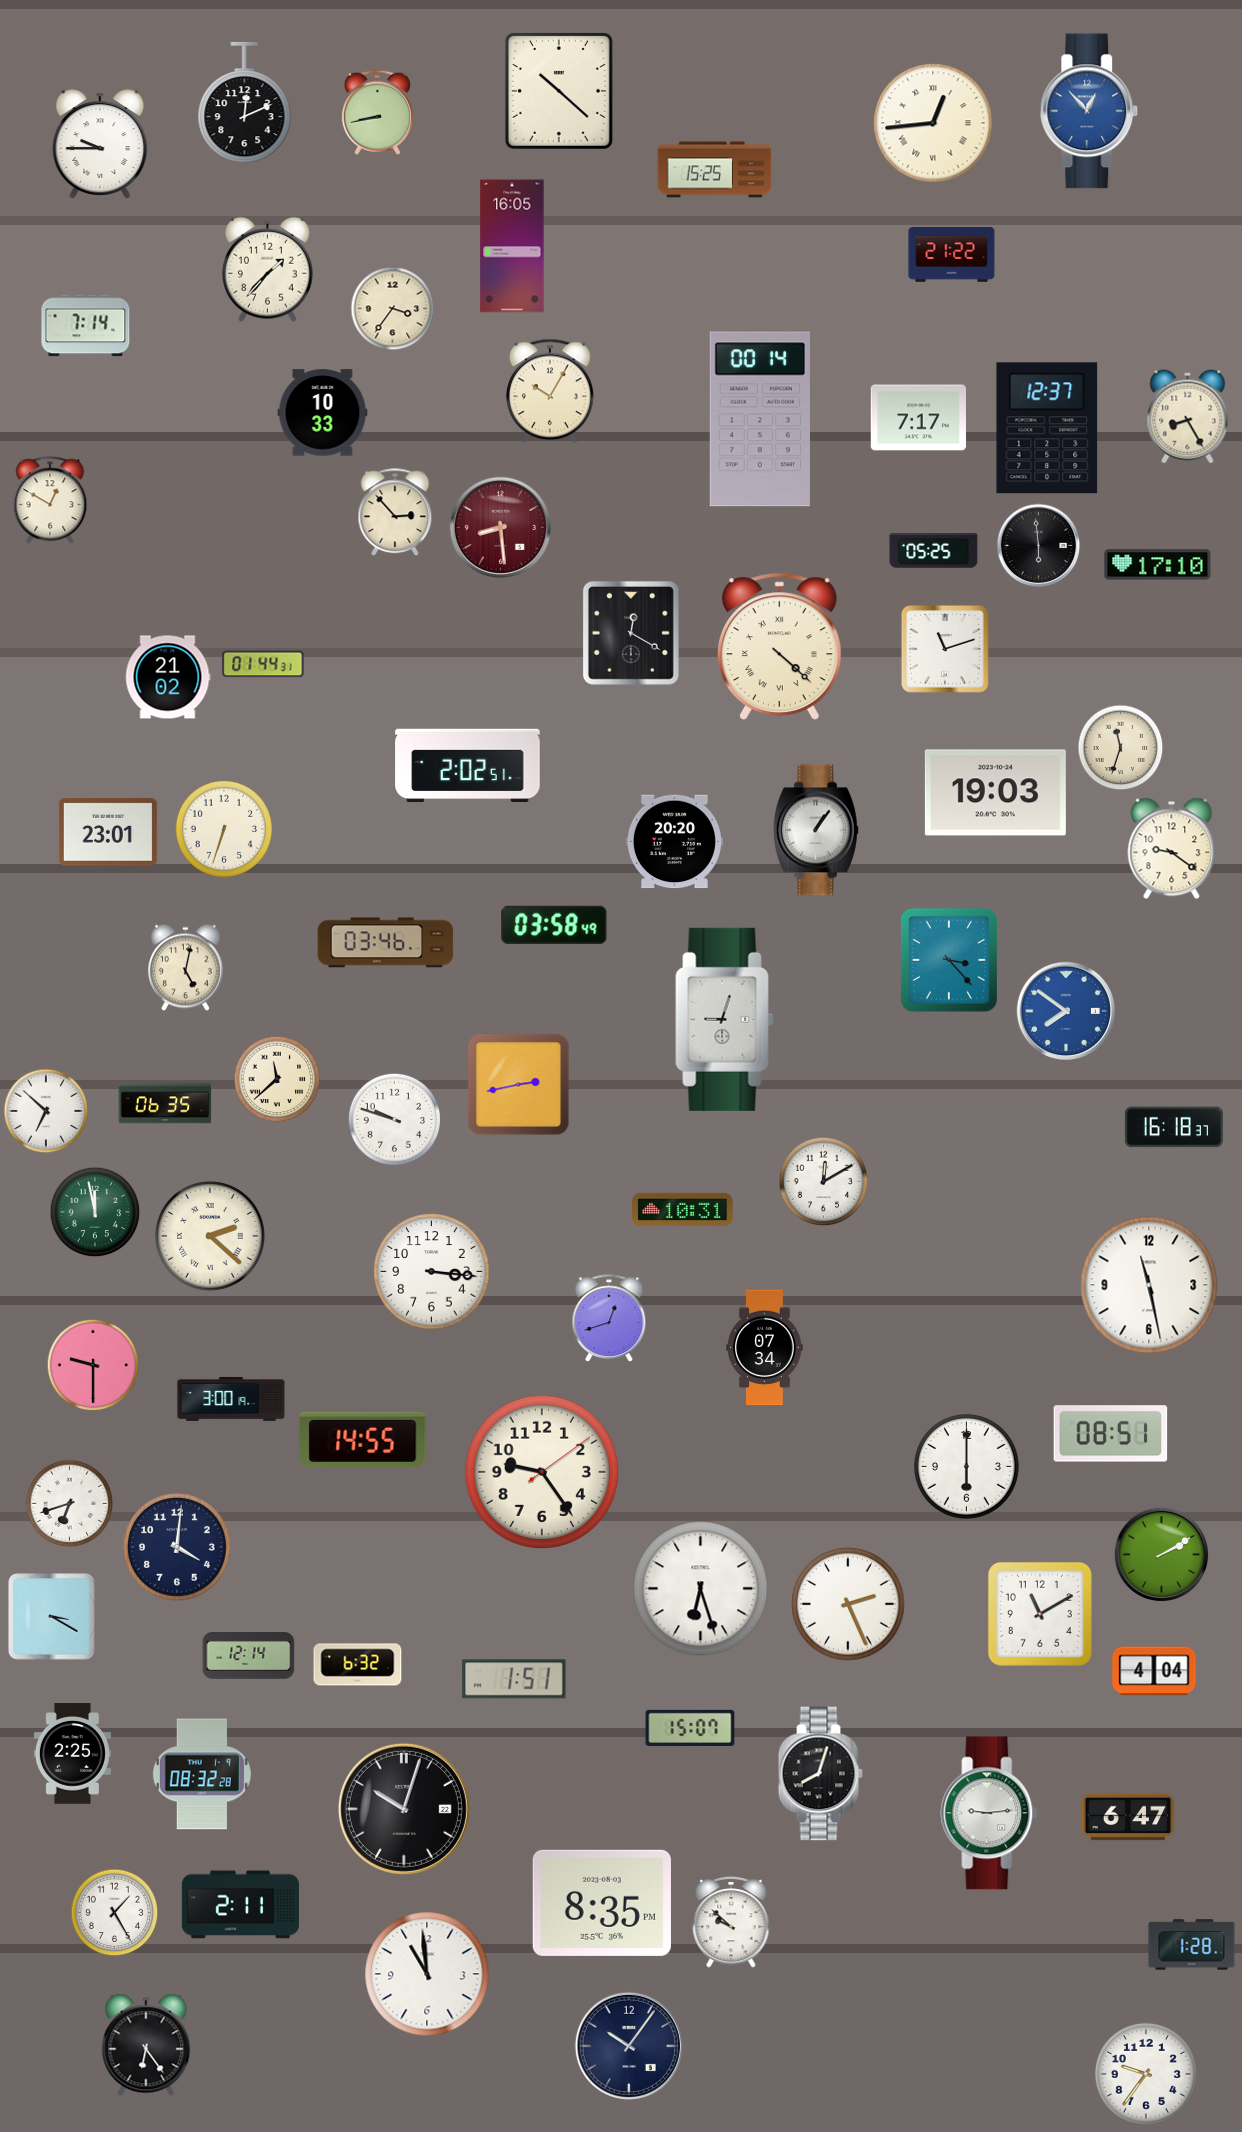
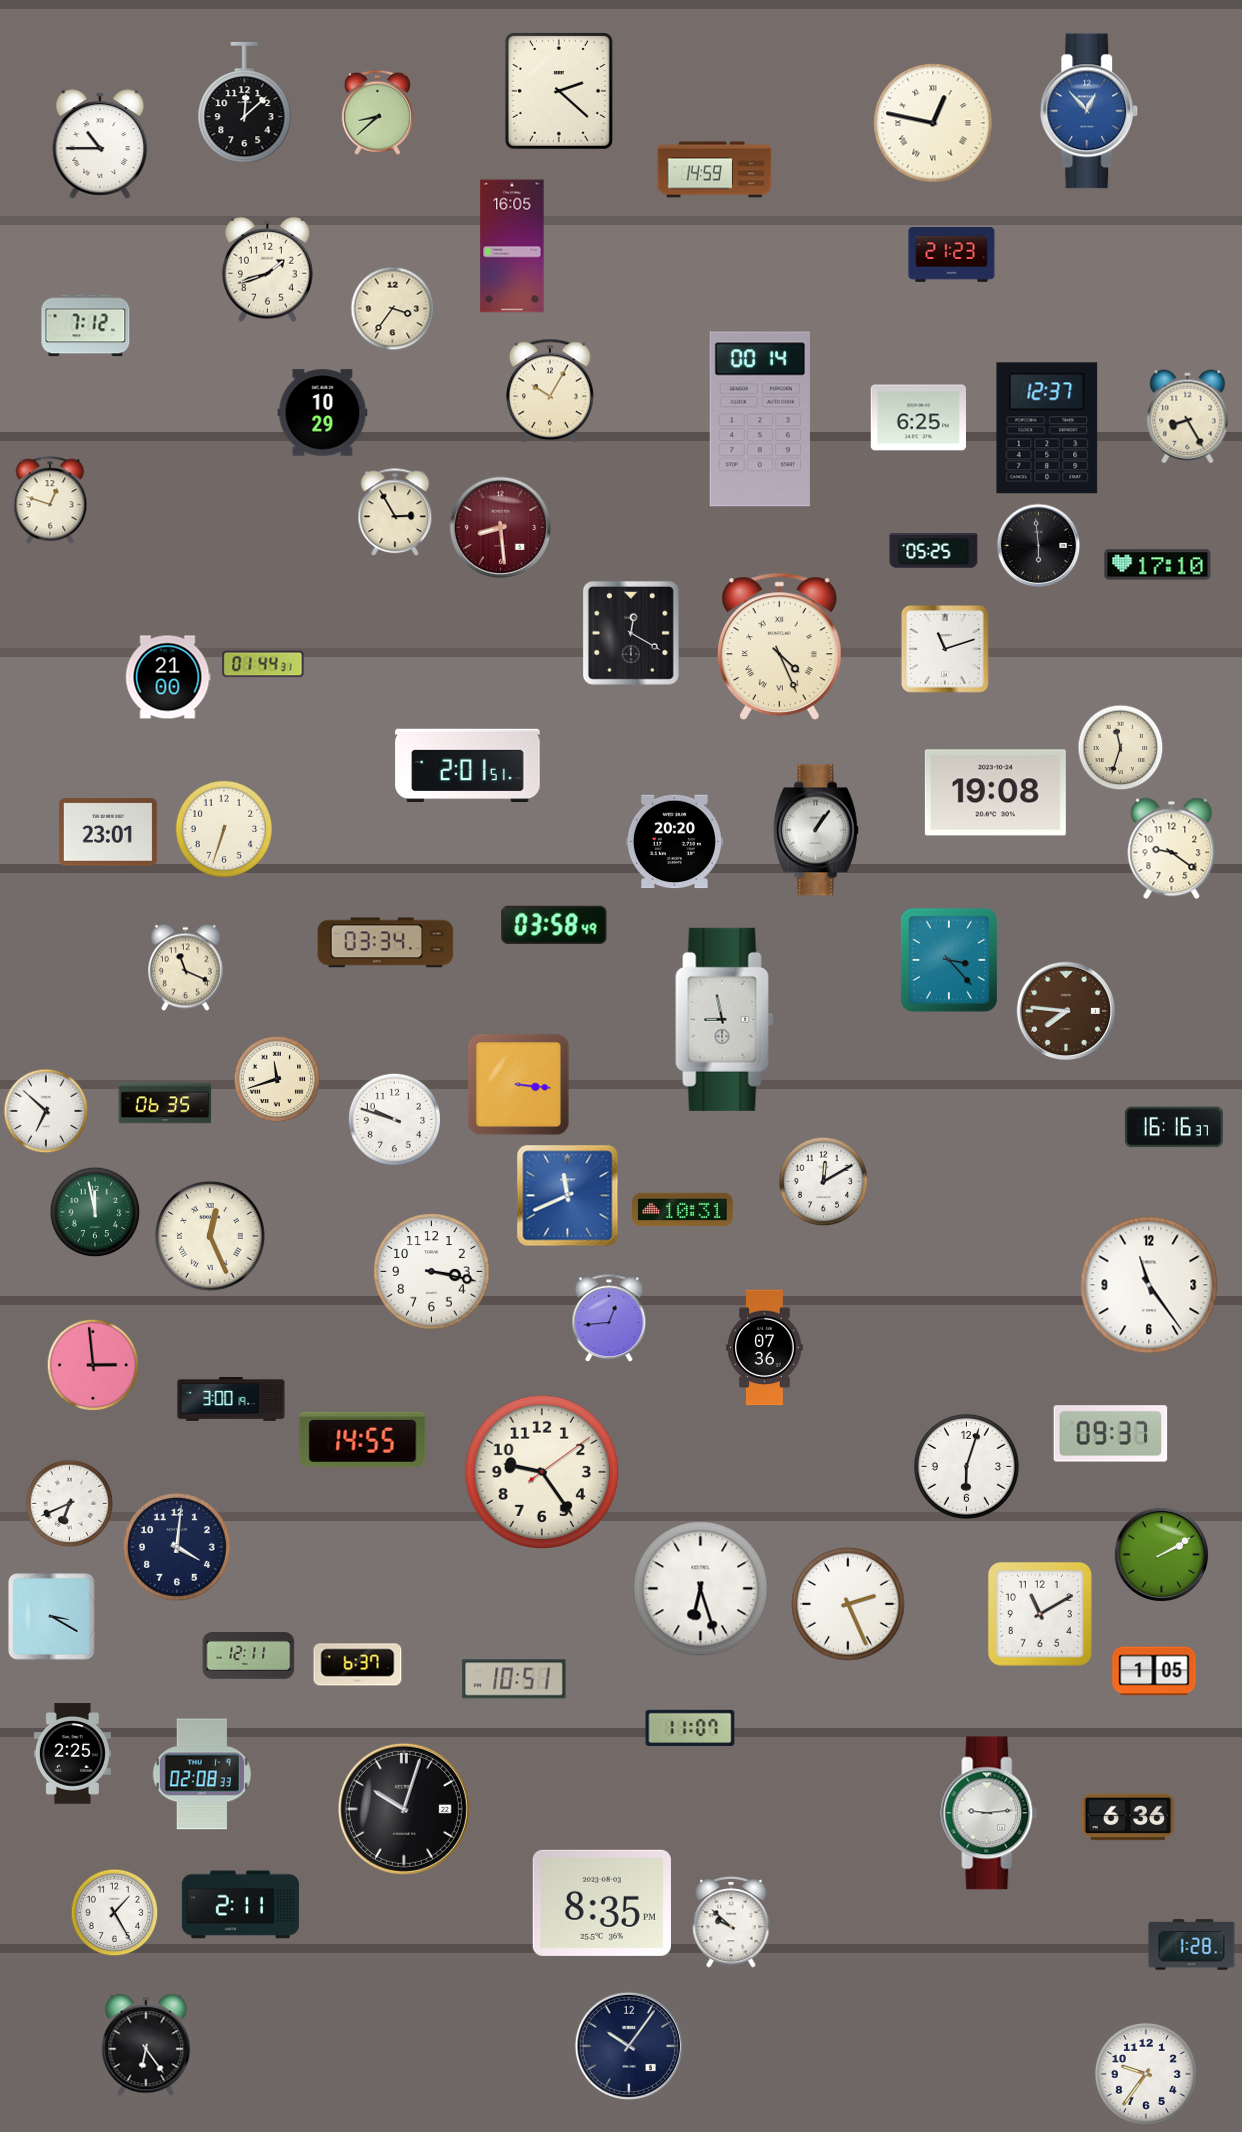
clock at (559, 91): 10:22 -> 2:22
clock at (245, 103): 12:11 -> 12:08
clock at (377, 112): 8:43 -> 8:38
clock at (933, 123): 12:44 -> 12:47
clock at (100, 144): 9:45 -> 10:45
clock at (715, 170): 15:25 -> 14:59
clock at (952, 255): 21:22 -> 21:23
clock at (268, 269): 1:37 -> 1:42
clock at (86, 326): 7:14 -> 7:12
clock at (323, 413): 10:33 -> 10:29
clock at (918, 418): 7:17 -> 6:25
clock at (50, 501): 12:50 -> 12:48
clock at (395, 513): 2:53 -> 2:55
clock at (779, 646): 4:22 -> 4:26
clock at (168, 677): 21:02 -> 21:00
clock at (468, 766): 2:02 -> 2:01
clock at (995, 793): 19:03 -> 19:08
clock at (386, 943): 03:46 -> 03:34
clock at (186, 968): 5:02 -> 11:19
clock at (1065, 1010): 7:51 -> 7:46
clock at (1065, 1010) dial: blue -> brown
clock at (725, 1019): 9:03 -> 8:58
clock at (277, 1079): 11:38 -> 11:42
clock at (519, 1085): 2:43 -> 3:16
clock at (1174, 1127): 16:18 -> 16:16
clock at (568, 1196): none -> 11:41
clock at (210, 1236): 2:22 -> 12:26
clock at (432, 1272): 3:16 -> 3:17
clock at (1149, 1285): 11:28 -> 11:24
clock at (609, 1319): 12:42 -> 12:44
clock at (765, 1348): 07:34 -> 07:36
clock at (93, 1365): 9:30 -> 2:59
clock at (1111, 1434): 08:51 -> 09:37
clock at (966, 1466): 6:00 -> 6:03
clock at (70, 1504): 6:42 -> 6:41
clock at (249, 1656): 12:14 -> 12:11
clock at (358, 1665): 6:32 -> 6:37
clock at (1154, 1671): 4:04 -> 1:05
clock at (514, 1679): 1:51 -> 10:51
clock at (690, 1728): 15:07 -> 11:07
clock at (202, 1774): 08:32 -> 02:08
clock at (820, 1774): 8:03 -> none
clock at (1128, 1817): 6:47 -> 6:36
clock at (427, 1974): 10:59 -> none
